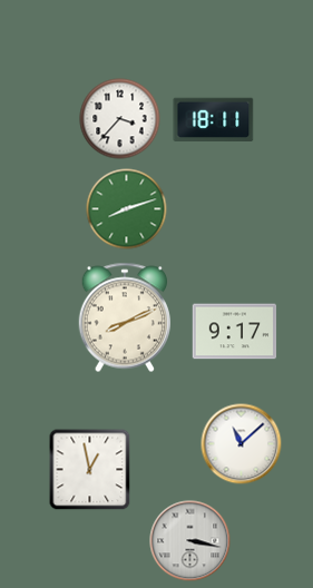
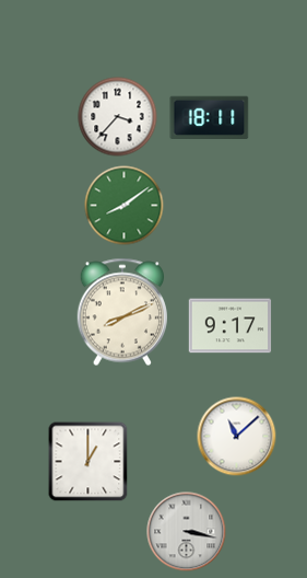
clock at (127, 209): 8:12 -> 8:09
clock at (90, 470): 12:58 -> 1:00
